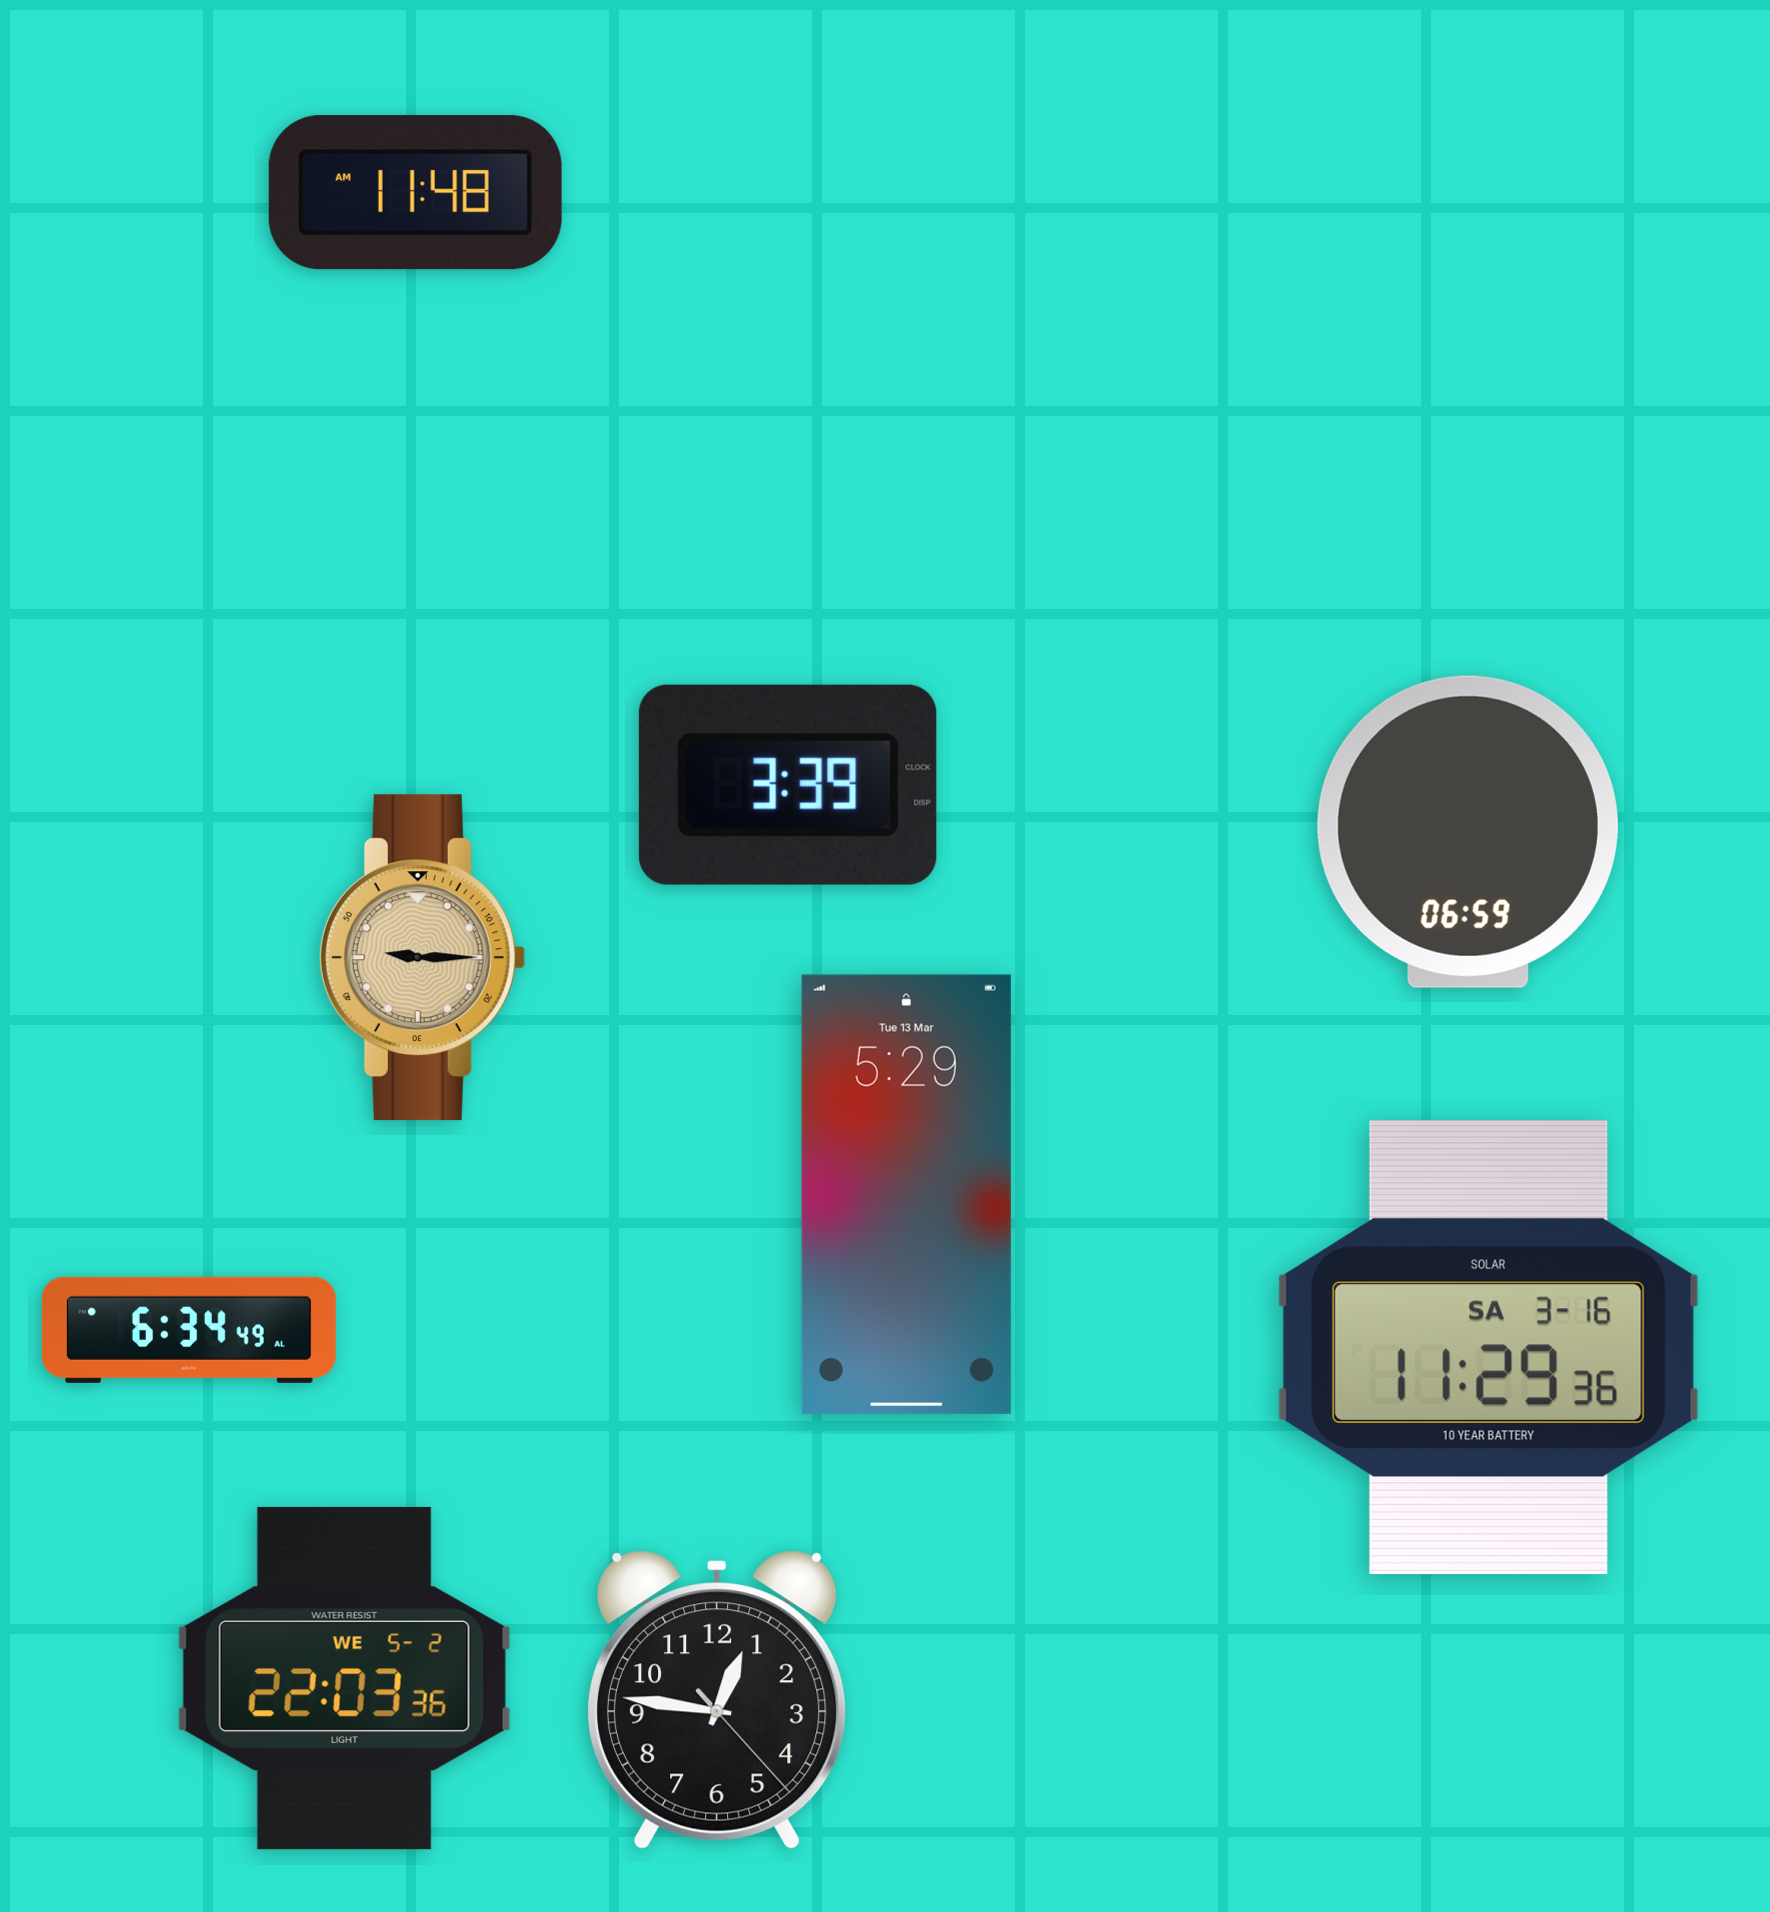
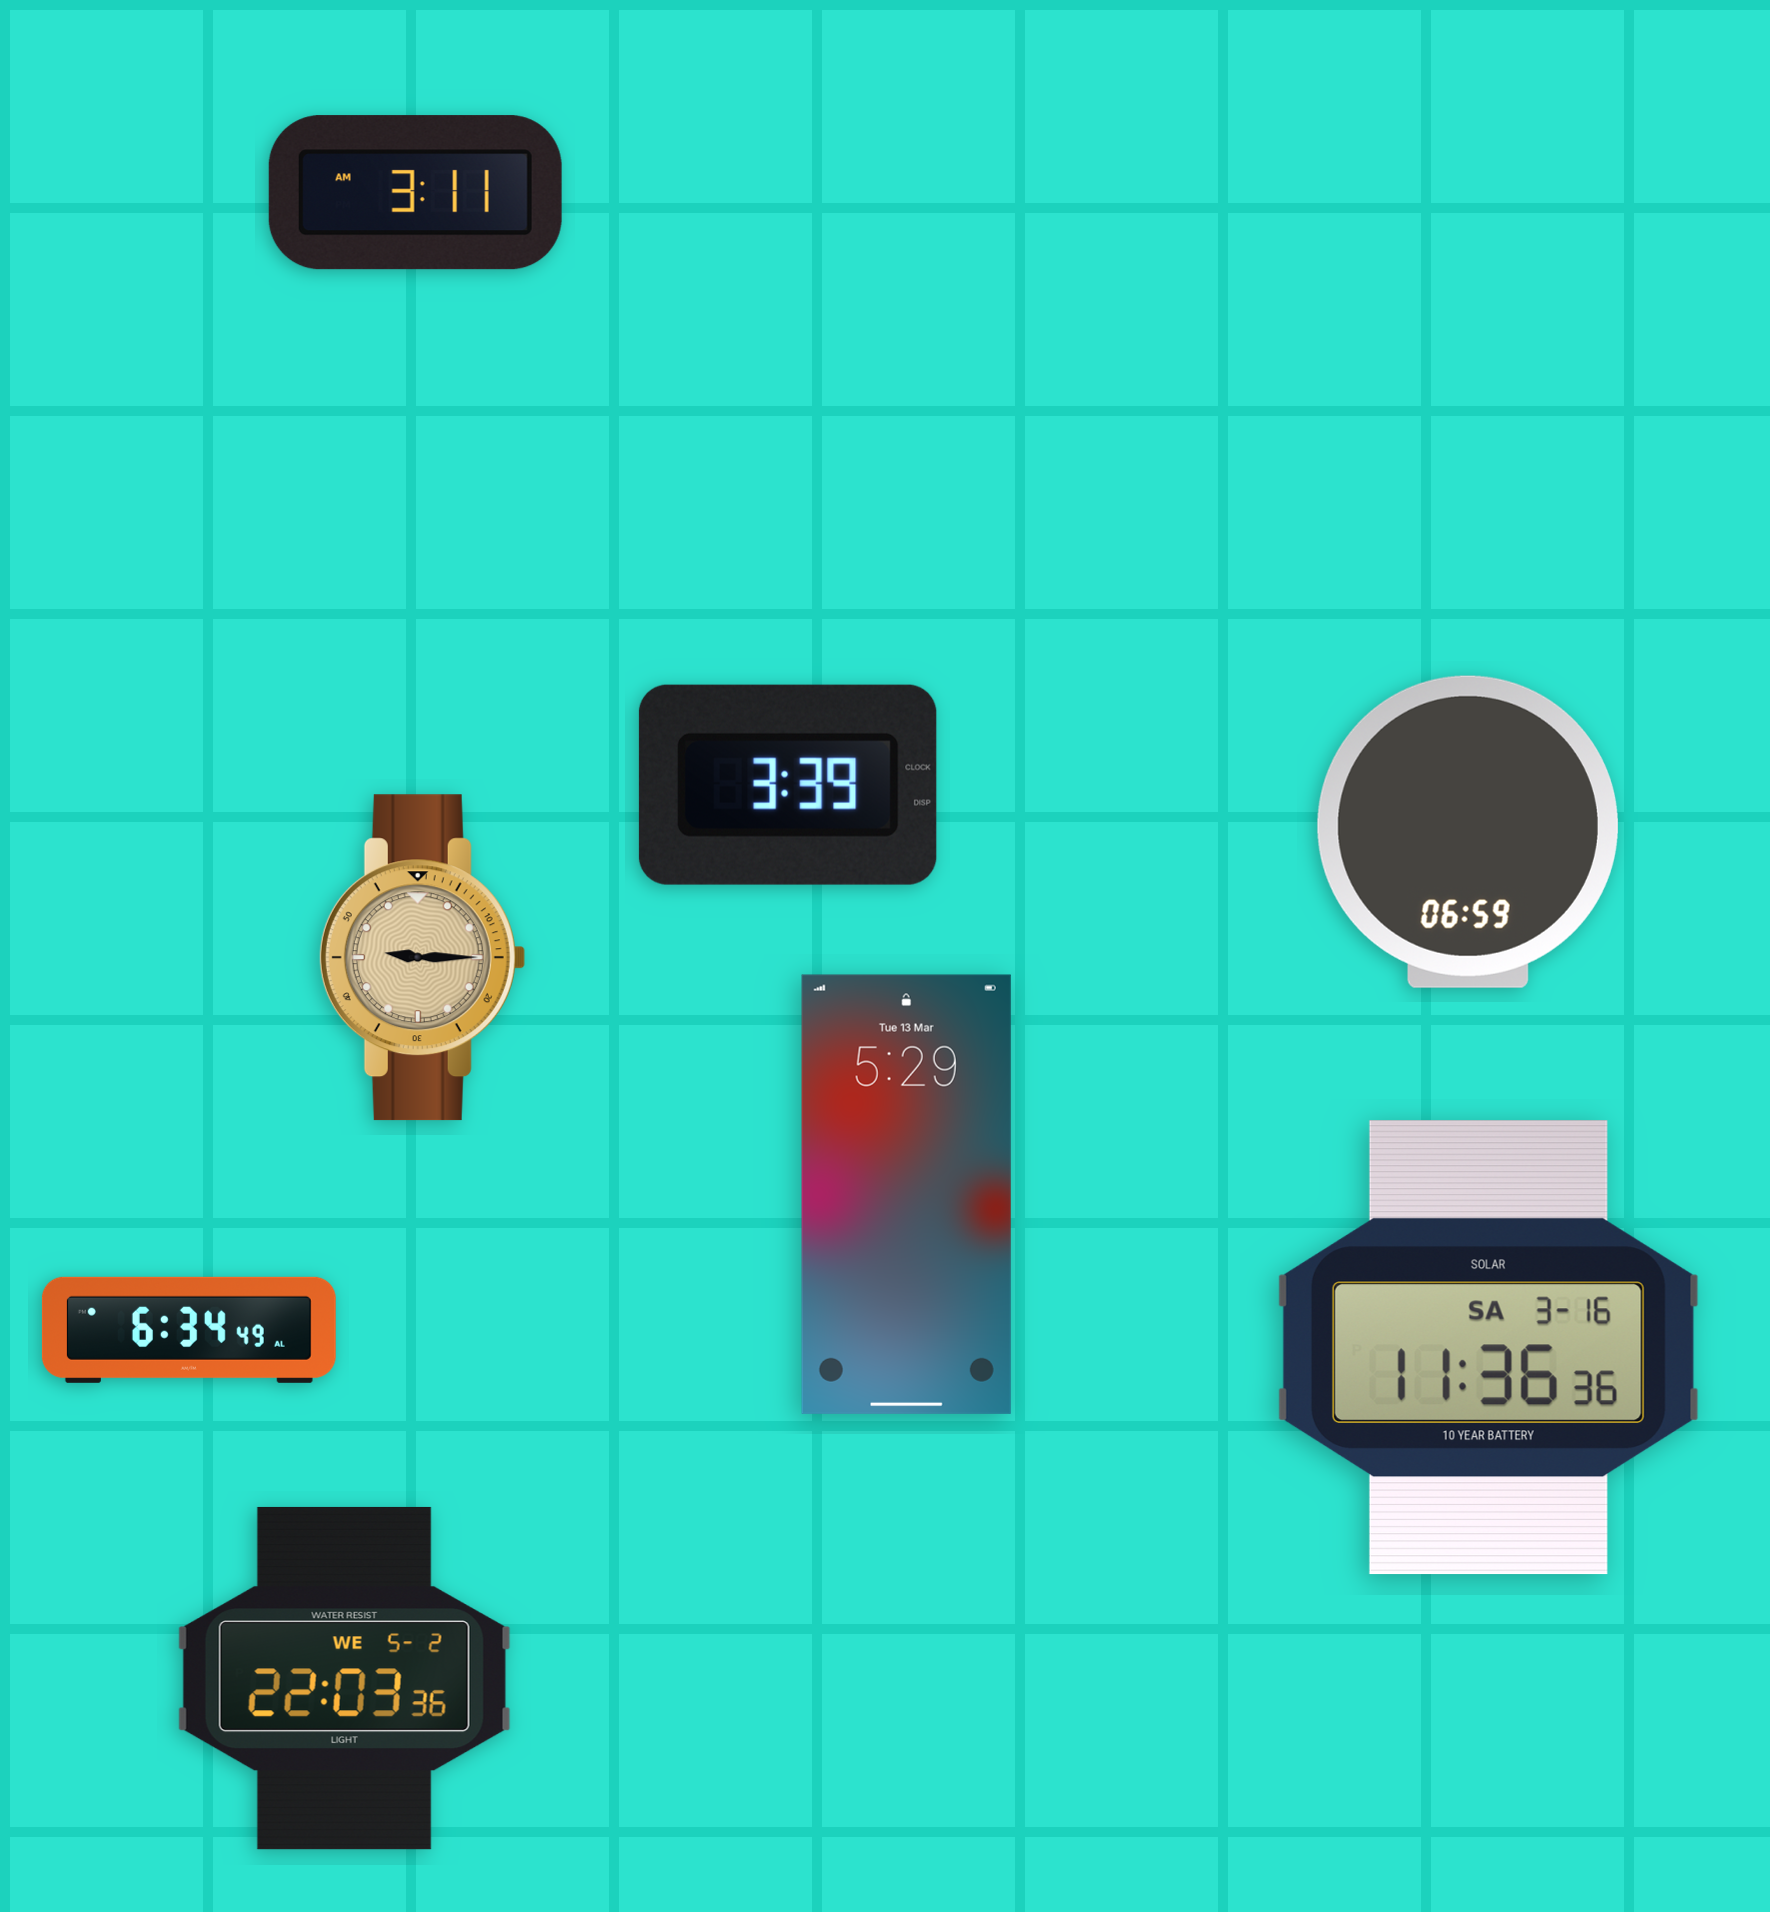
clock at (415, 193): 11:48 -> 3:11
clock at (1488, 1348): 11:29 -> 11:36
clock at (717, 1700): 12:46 -> none
